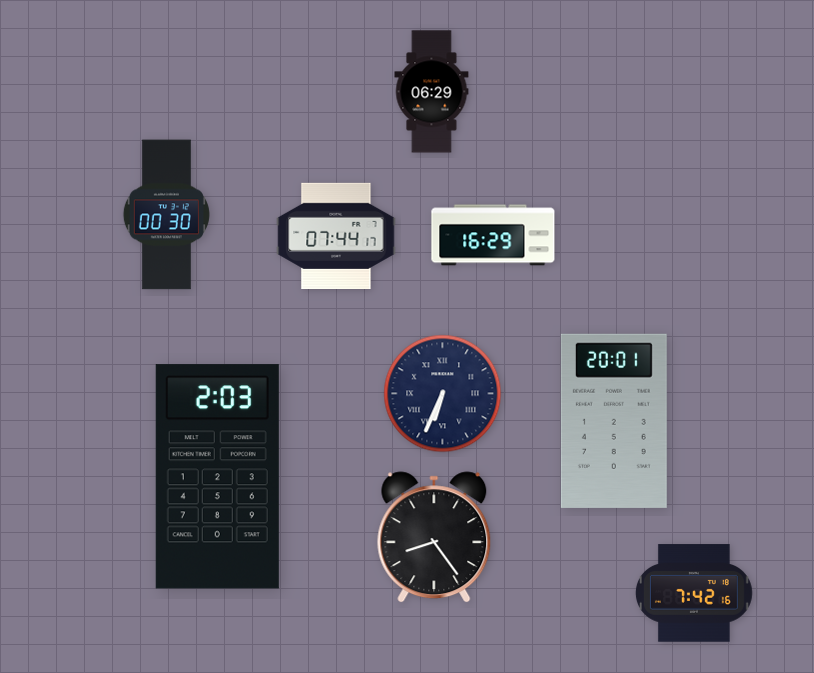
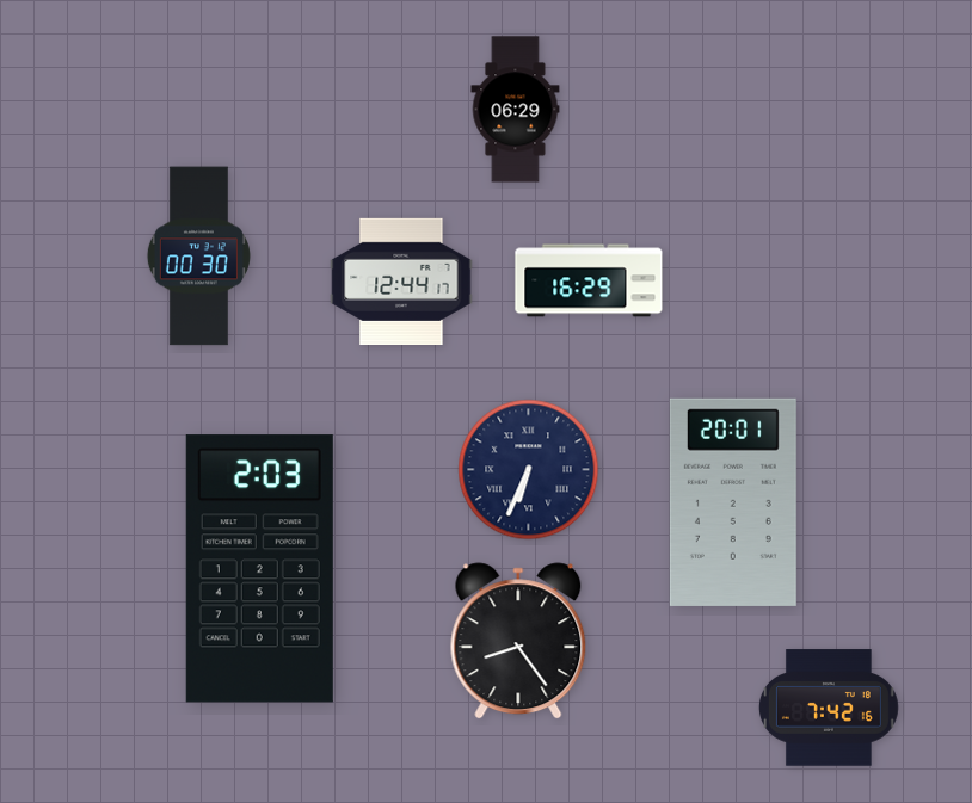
clock at (336, 235): 07:44 -> 12:44
